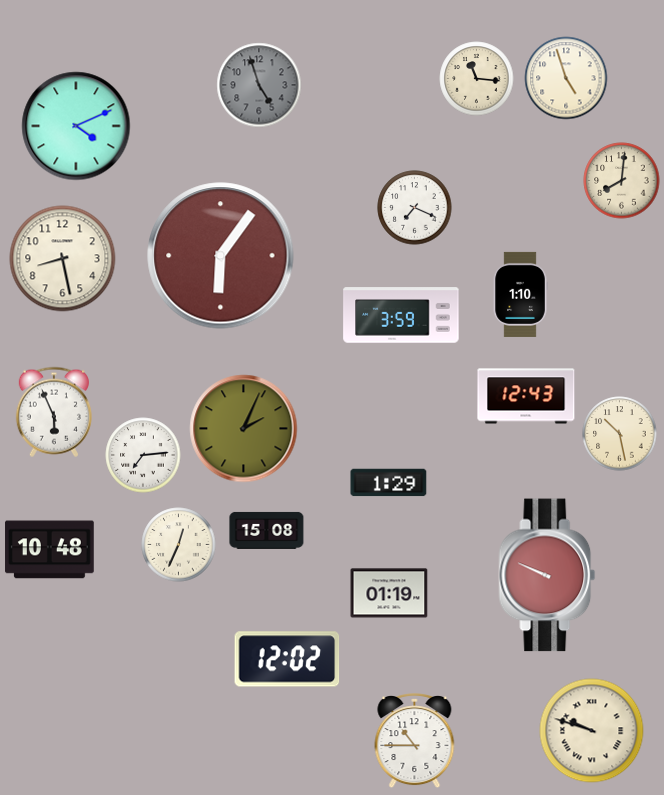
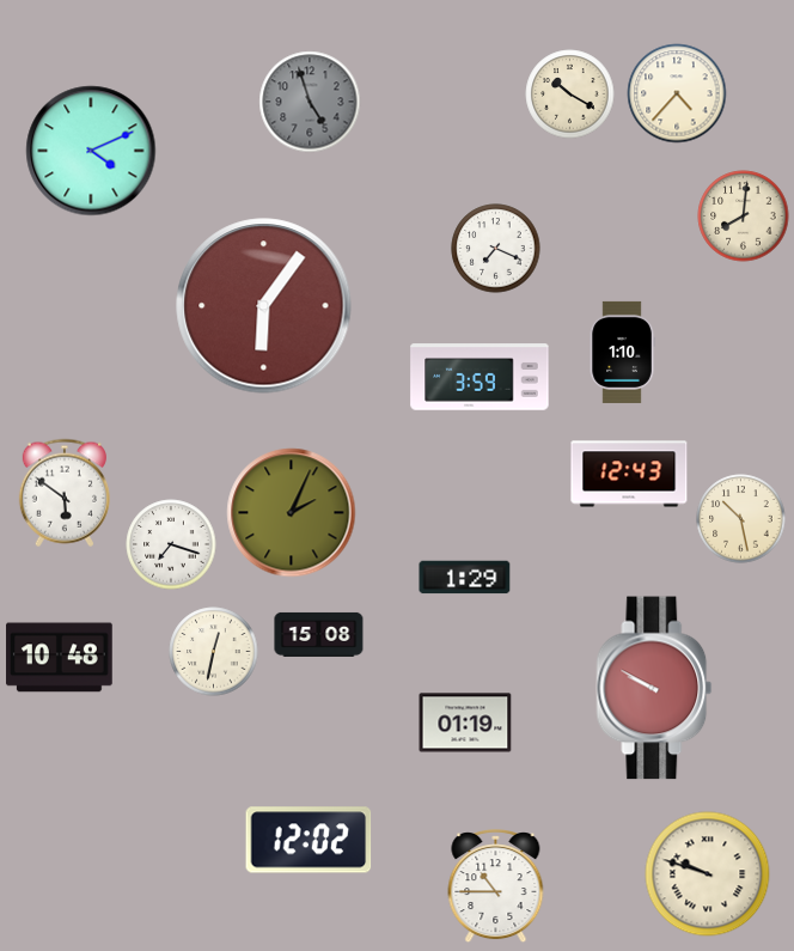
clock at (566, 78): 4:57 -> 4:37
clock at (477, 79): 11:16 -> 10:20
clock at (63, 259): 8:28 -> none
clock at (54, 412): 5:56 -> 5:51
clock at (143, 455): 7:14 -> 7:18
clock at (179, 545): 12:34 -> 12:32
clock at (547, 575): 9:49 -> 9:50
clock at (389, 593) position: (389, 593) -> (465, 723)
clock at (287, 659) position: (287, 659) -> (309, 840)
